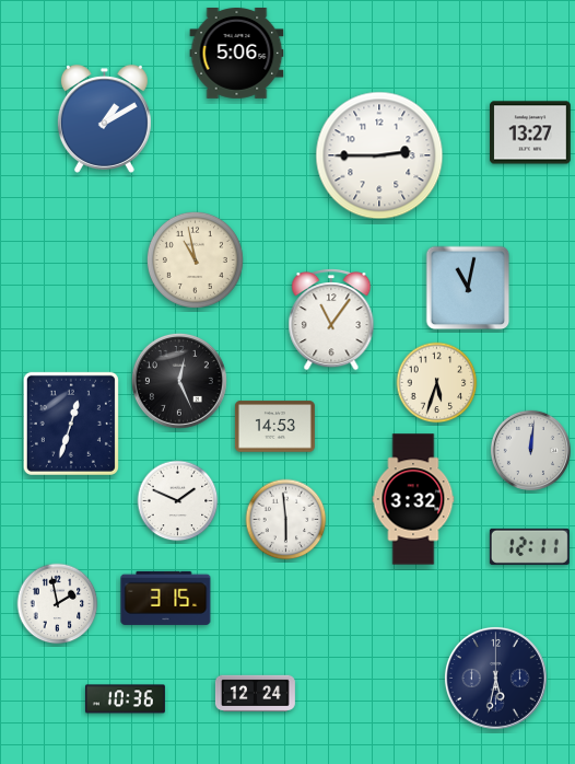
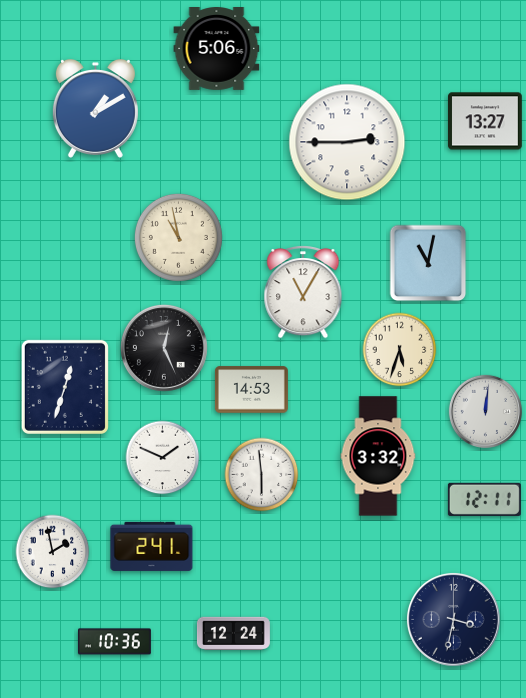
clock at (331, 321): 11:06 -> 11:05
clock at (166, 598): 3:15 -> 2:41
clock at (495, 678): 5:32 -> 3:32
clock at (125, 699) position: (125, 699) -> (114, 642)
